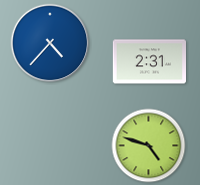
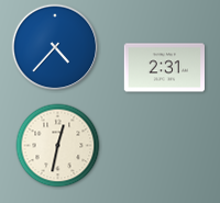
clock at (58, 146): none -> 12:32
clock at (149, 146): 4:48 -> none
